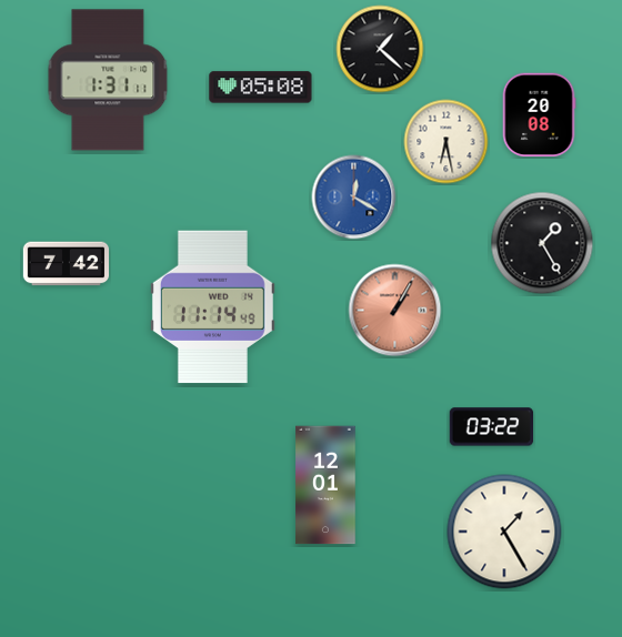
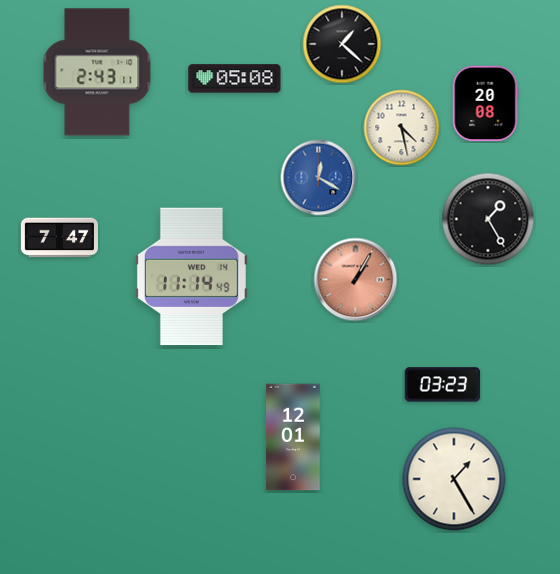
clock at (108, 80): 1:31 -> 2:43
clock at (447, 142): 6:28 -> 4:28
clock at (66, 264): 7:42 -> 7:47
clock at (492, 427): 03:22 -> 03:23
